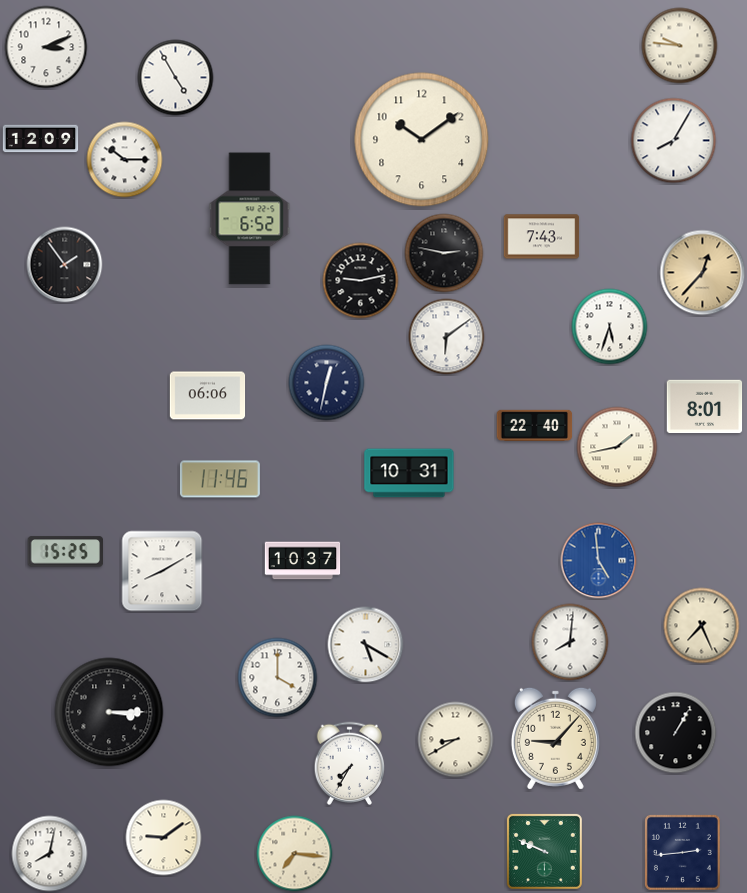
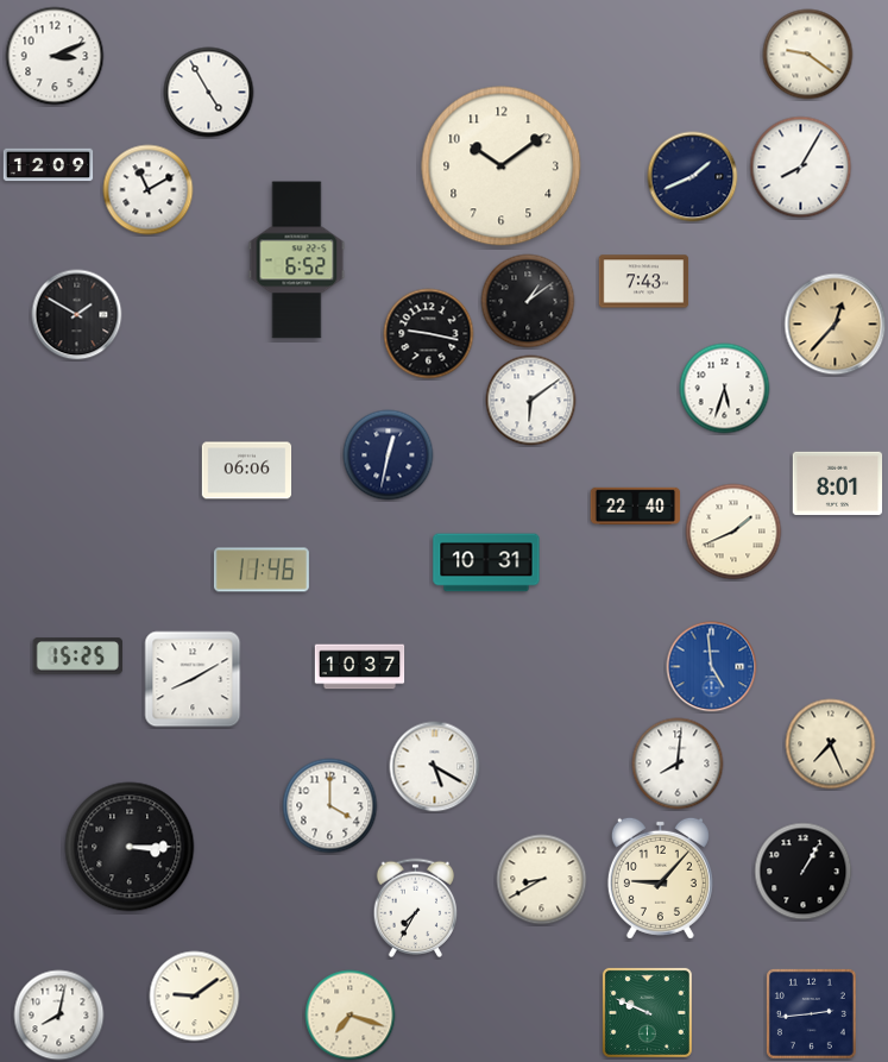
clock at (680, 46): 9:46 -> 9:21
clock at (693, 177): none -> 1:41
clock at (125, 160): 10:15 -> 11:10
clock at (444, 253): 2:47 -> 1:09
clock at (65, 265): 1:54 -> 1:50
clock at (361, 281): 9:13 -> 9:17
clock at (617, 447): 1:43 -> 1:41
clock at (702, 626) position: (702, 626) -> (831, 744)
clock at (295, 854): 7:16 -> 7:18
